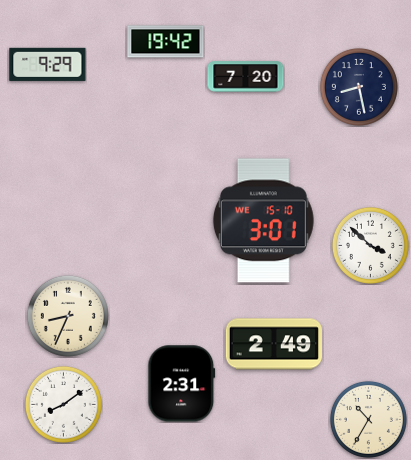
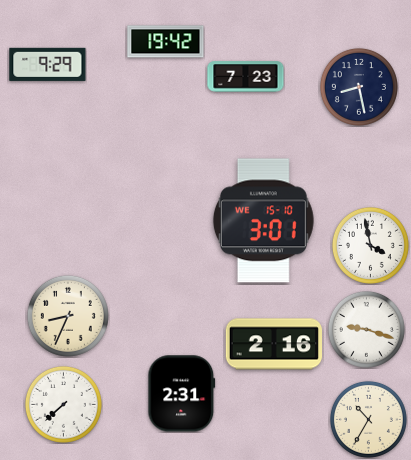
clock at (246, 77): 7:20 -> 7:23
clock at (370, 245): 3:52 -> 3:58
clock at (366, 329): none -> 9:18
clock at (274, 344): 2:49 -> 2:16
clock at (182, 384) position: (182, 384) -> (182, 394)
clock at (63, 404): 8:09 -> 7:38
